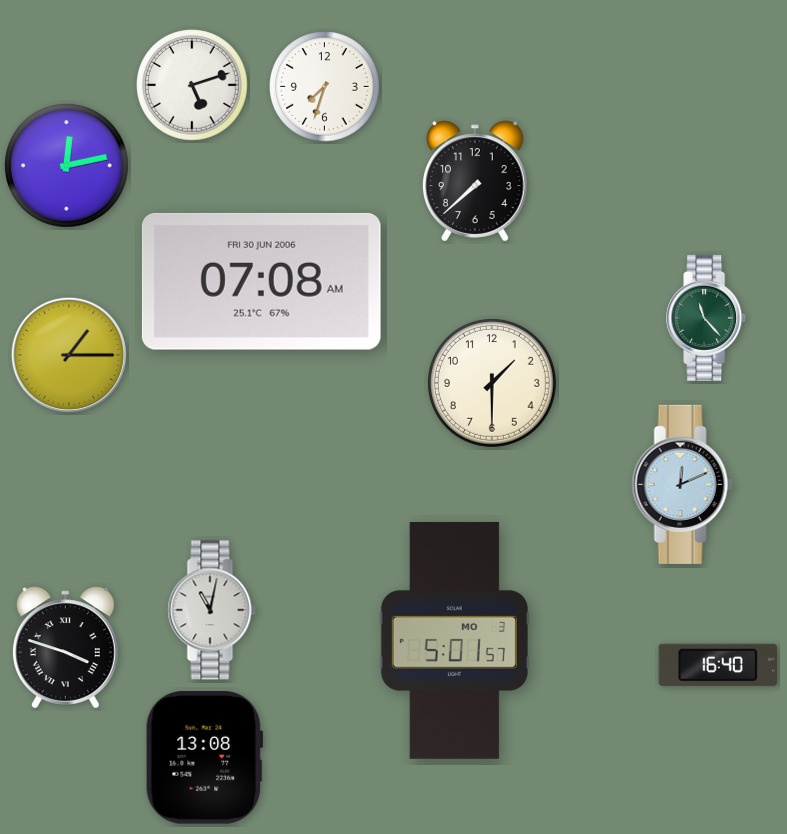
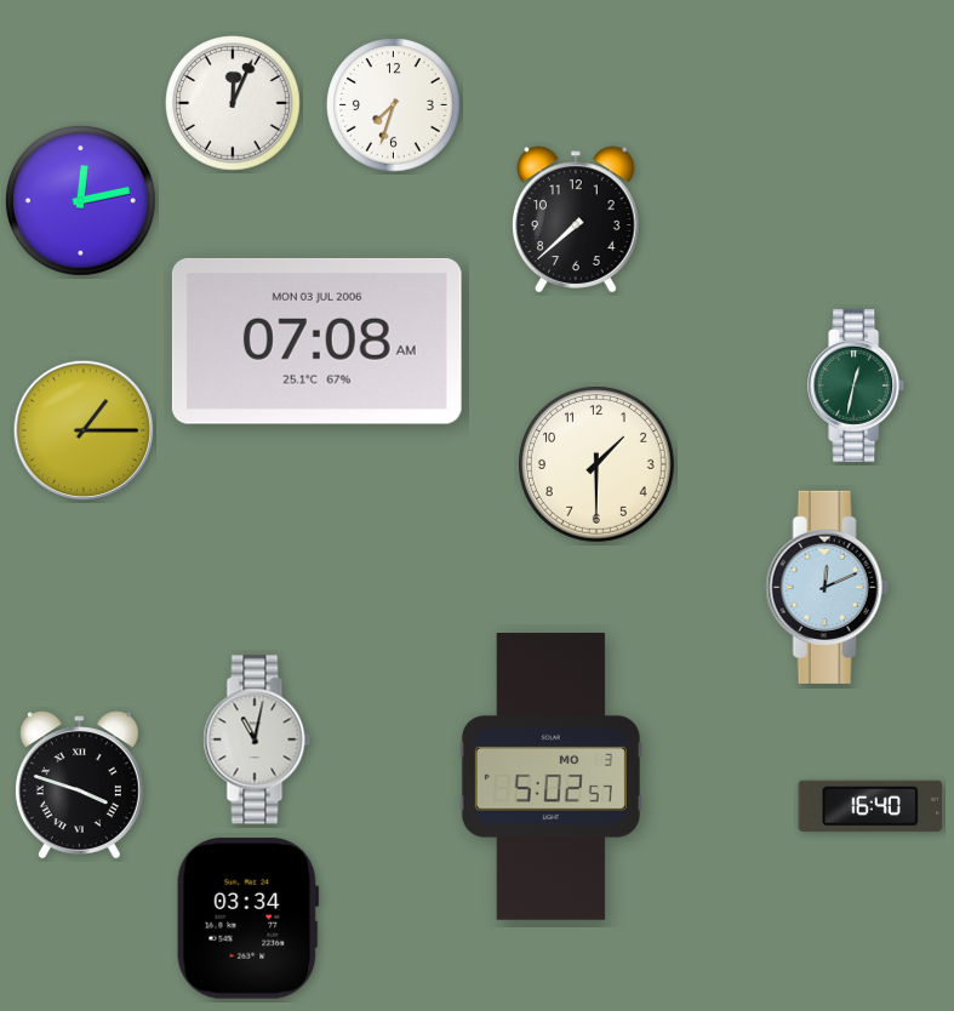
clock at (192, 85): 5:12 -> 12:04
clock at (261, 281) date: FRI 30 JUN 2006 -> MON 03 JUL 2006
clock at (707, 318): 11:23 -> 12:32
clock at (454, 640): 5:01 -> 5:02
clock at (204, 758): 13:08 -> 03:34
